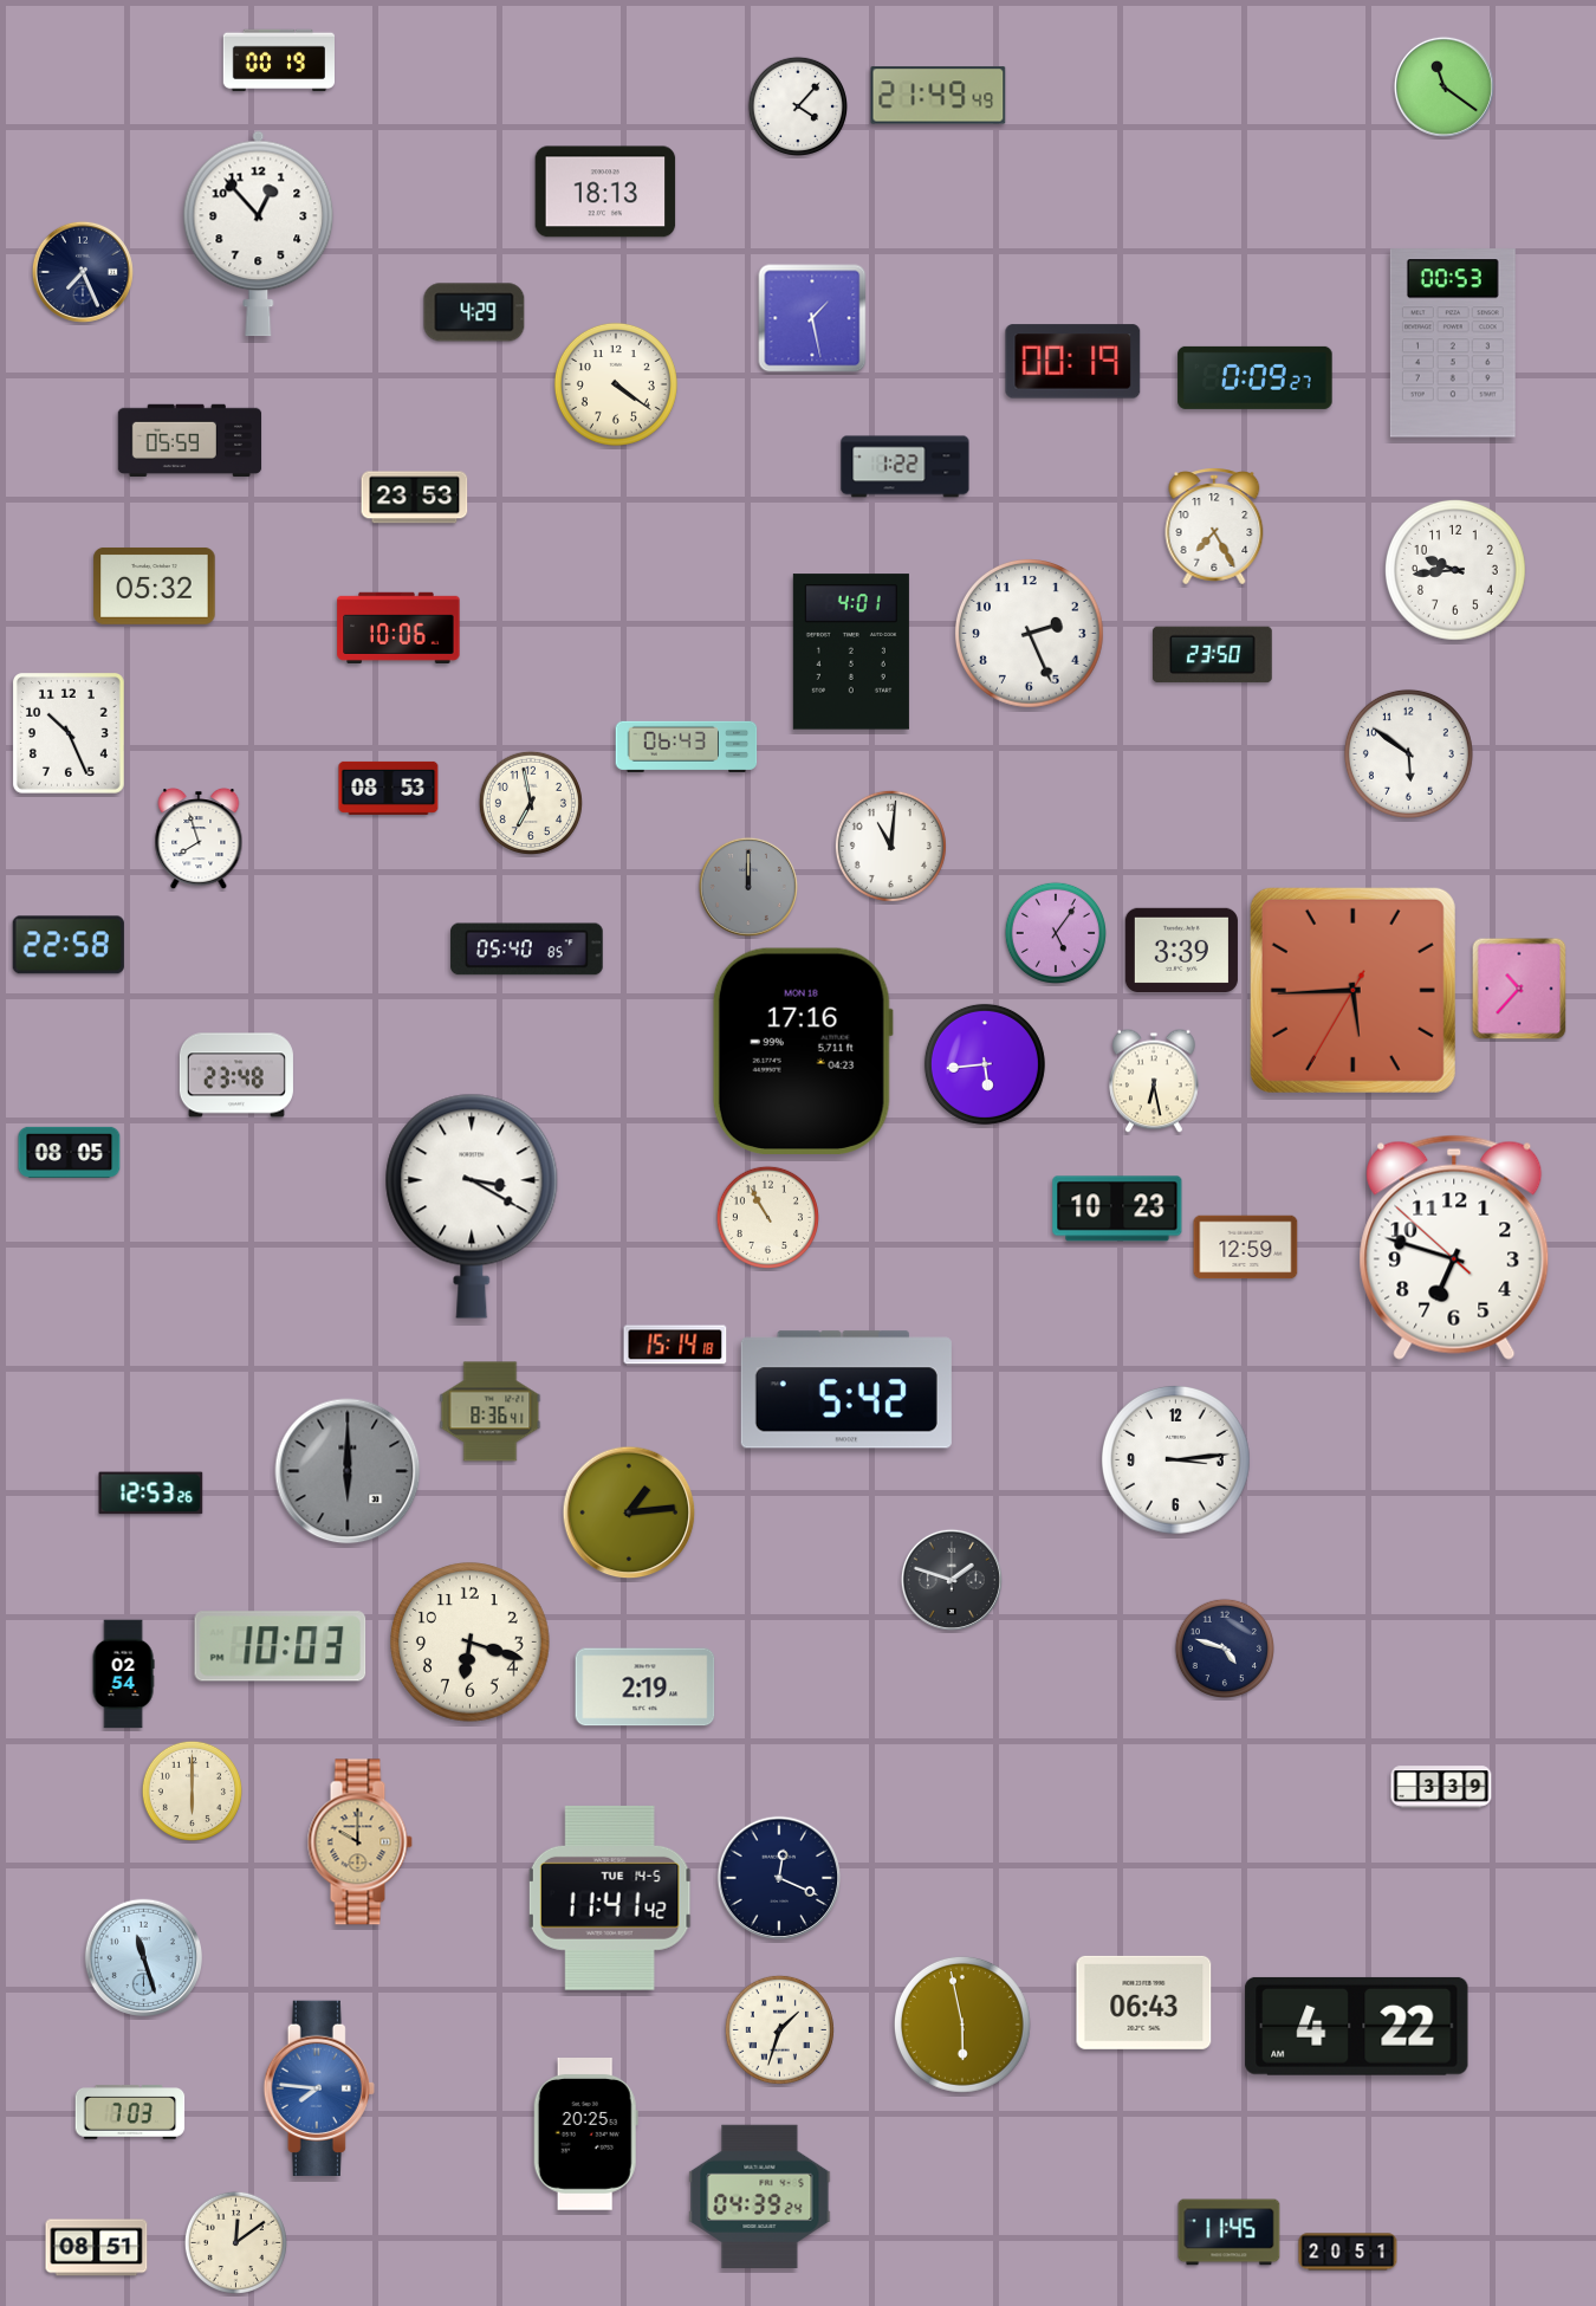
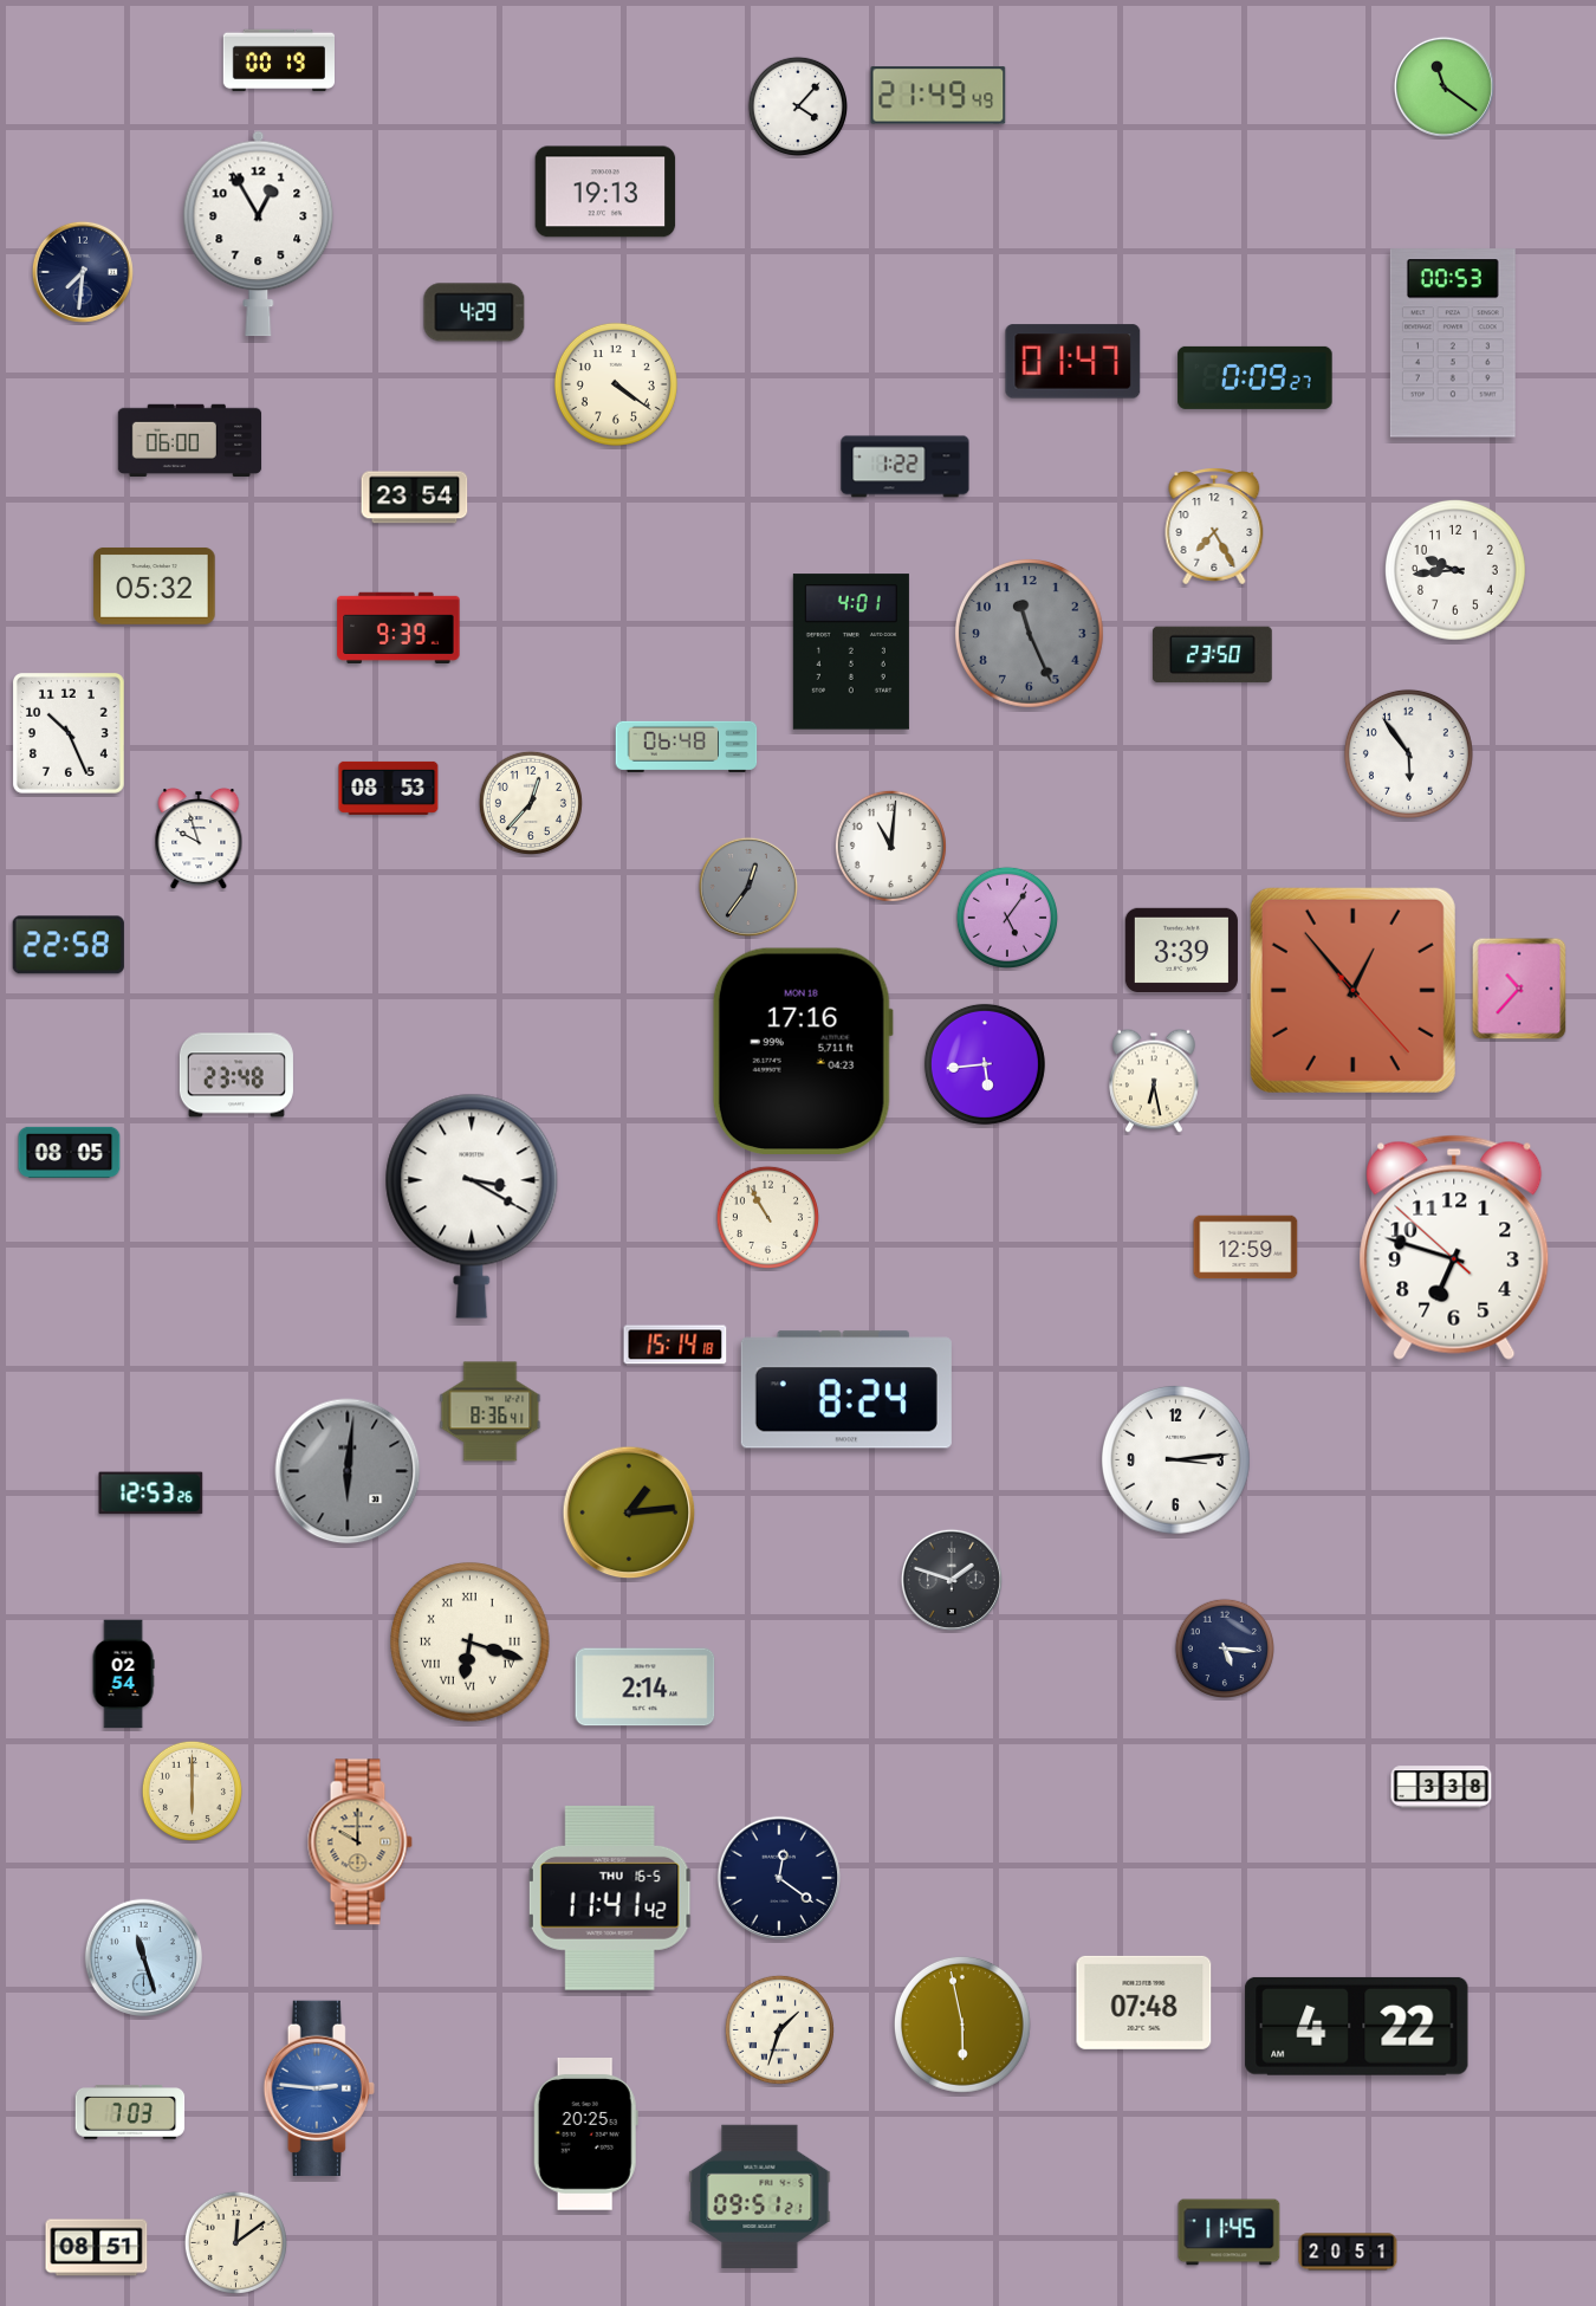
clock at (605, 192): 18:13 -> 19:13
clock at (259, 234): 12:53 -> 12:55
clock at (83, 272): 7:26 -> 7:31
clock at (812, 318): 1:28 -> none
clock at (1073, 362): 00:19 -> 01:47
clock at (190, 441): 05:59 -> 06:00
clock at (415, 498): 23:53 -> 23:54
clock at (398, 628): 10:06 -> 9:39
clock at (1030, 634): 2:26 -> 11:26
clock at (1030, 634) dial: white -> grey
clock at (687, 746): 06:43 -> 06:48
clock at (1408, 753): 5:51 -> 5:54
clock at (531, 803): 6:58 -> 12:37
clock at (199, 838): 7:57 -> 9:57
clock at (748, 887): 12:00 -> 12:36
clock at (1055, 932) position: (1055, 932) -> (1006, 916)
clock at (527, 950): 05:40 -> none
clock at (1352, 990): 5:44 -> 12:53
clock at (1117, 1209): 10:23 -> none
clock at (846, 1390): 5:42 -> 8:24
clock at (348, 1471): 6:00 -> 6:01
clock at (471, 1643) numerals: Arabic -> Roman
clock at (280, 1646): 10:03 -> none
clock at (1224, 1647): 4:48 -> 5:16
clock at (645, 1688): 2:19 -> 2:14
clock at (1441, 1787): 3:39 -> 3:38
clock at (779, 1878): 12:19 -> 12:21
clock at (610, 1898) date: TUE 14-5 -> THU 16-5
clock at (1144, 2002): 06:43 -> 07:48
clock at (319, 2087): 7:46 -> 2:46
clock at (760, 2196): 04:39 -> 09:51
